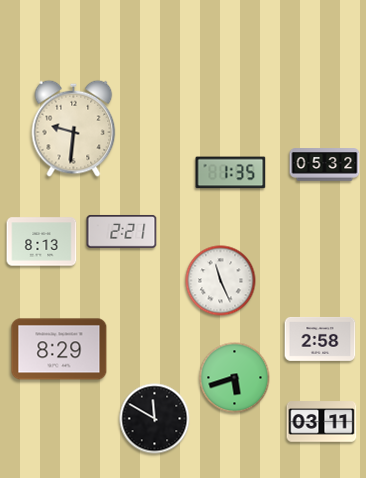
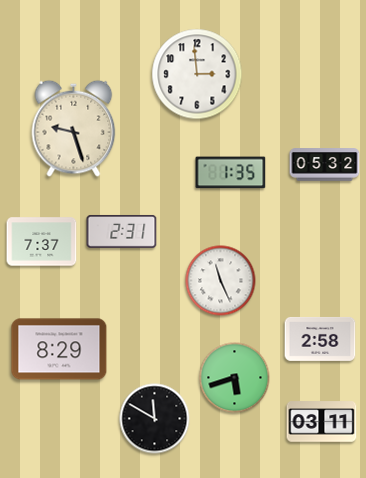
clock at (197, 74): none -> 2:59
clock at (74, 128): 9:31 -> 9:27
clock at (122, 231): 2:21 -> 2:31
clock at (42, 242): 8:13 -> 7:37
